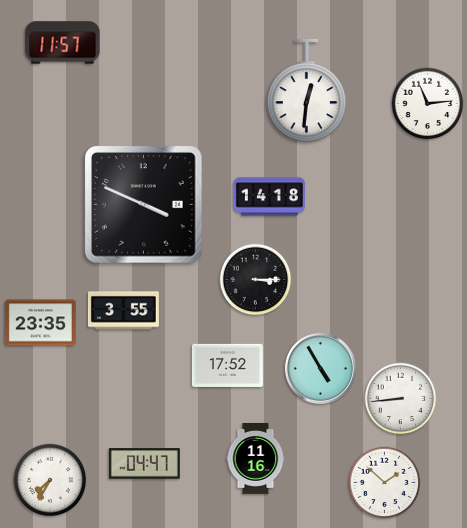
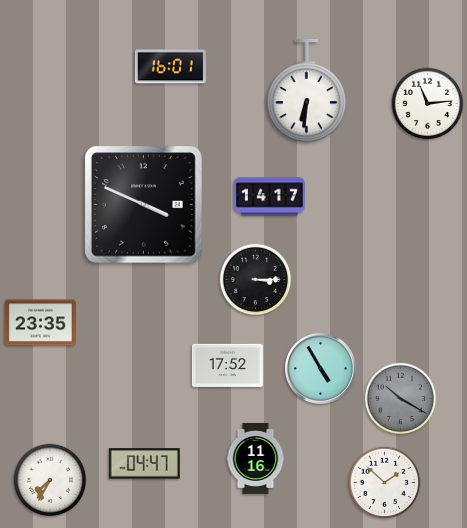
clock at (63, 43): 11:57 -> none
clock at (170, 67): none -> 16:01
clock at (306, 91): 12:31 -> 6:31
clock at (269, 197): 14:18 -> 14:17
clock at (123, 311): 3:55 -> none
clock at (401, 399): 8:44 -> 10:20
clock at (401, 399) dial: white -> grey
